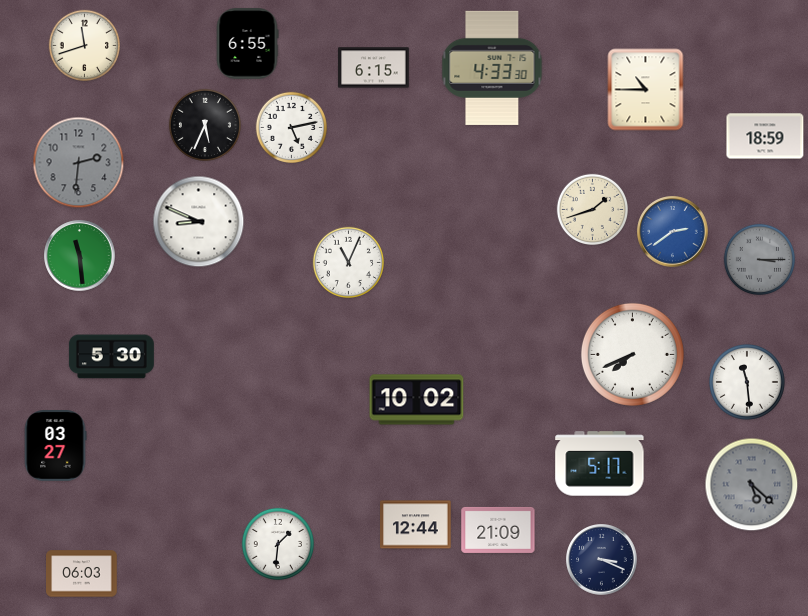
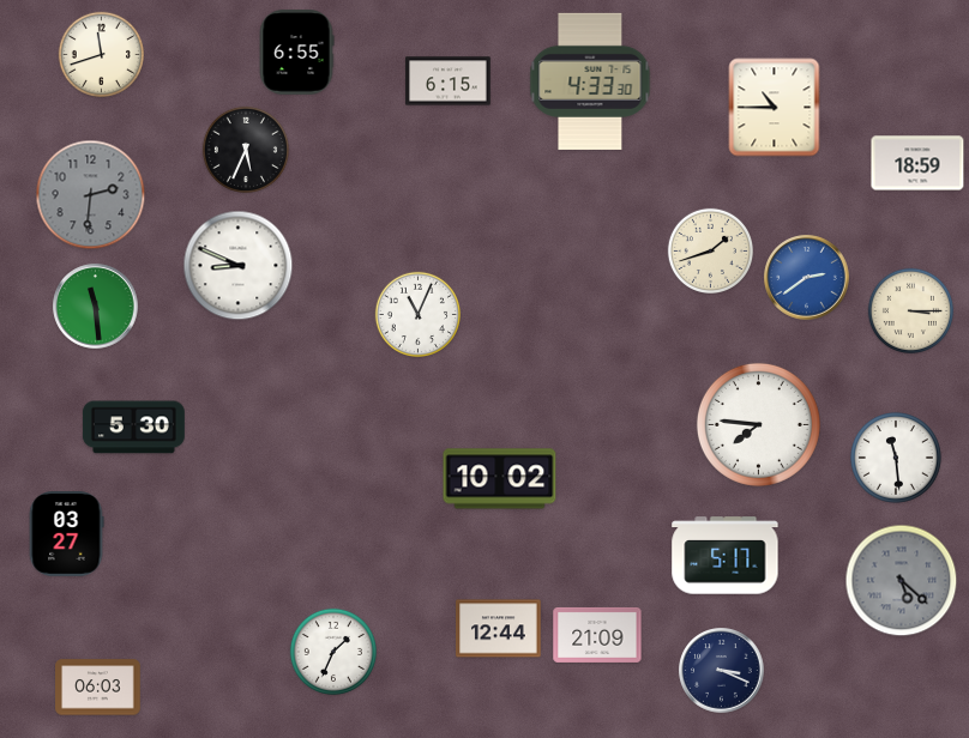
clock at (291, 127): 5:13 -> none
clock at (79, 163) position: (79, 163) -> (91, 195)
clock at (759, 259) dial: grey -> cream
clock at (632, 354): 7:41 -> 7:46
clock at (600, 464) position: (600, 464) -> (726, 556)
clock at (278, 544): 1:31 -> 1:34
